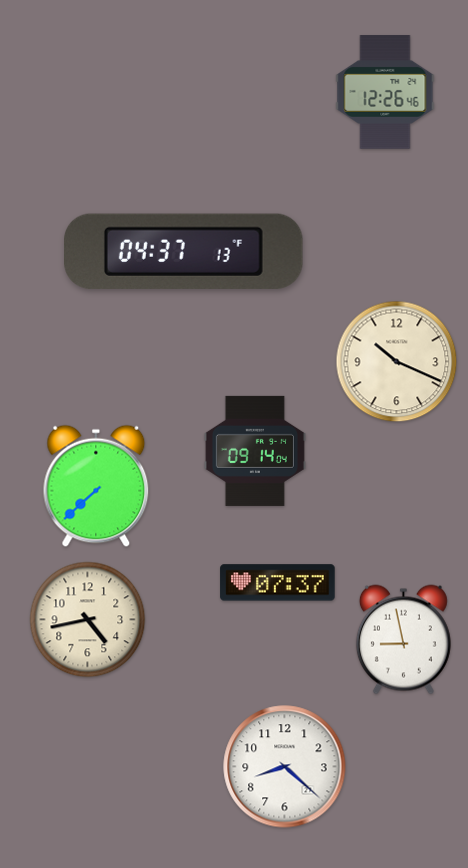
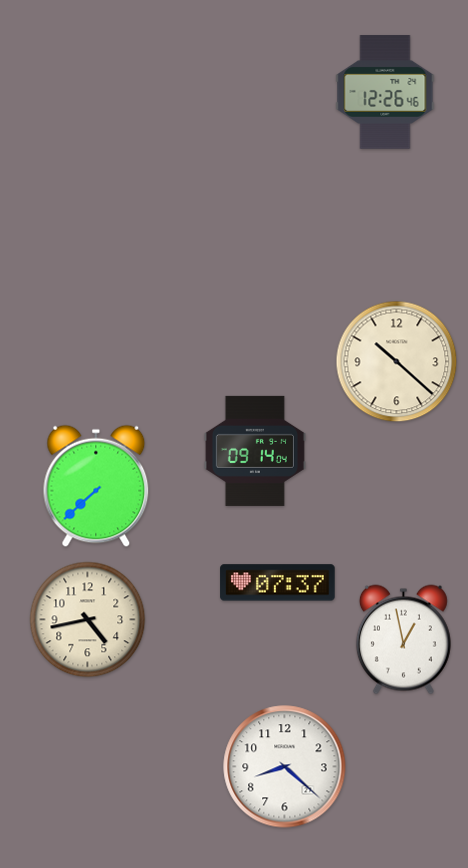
clock at (184, 251): 04:37 -> none
clock at (397, 362): 10:19 -> 10:22
clock at (403, 640): 8:58 -> 12:58
